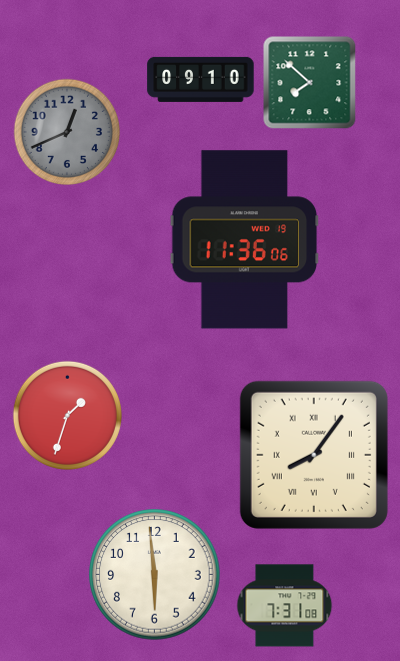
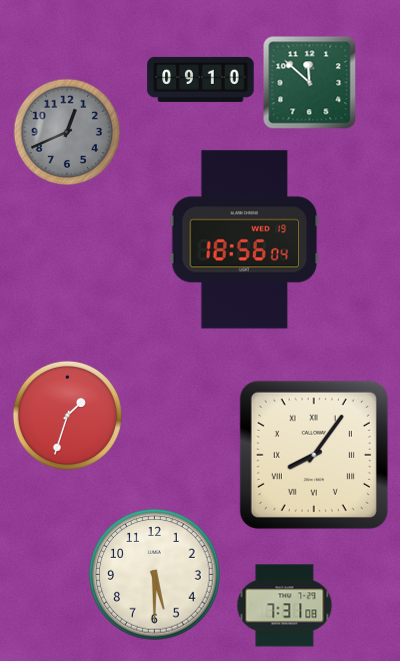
clock at (310, 83): 7:52 -> 11:52
clock at (245, 240): 11:36 -> 18:56
clock at (155, 575): 5:59 -> 5:30
